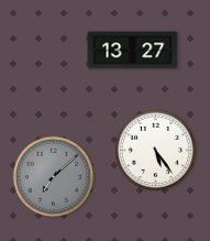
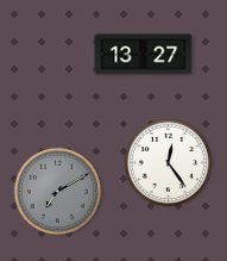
clock at (155, 150): 5:24 -> 12:24
clock at (53, 176): 7:08 -> 7:10
